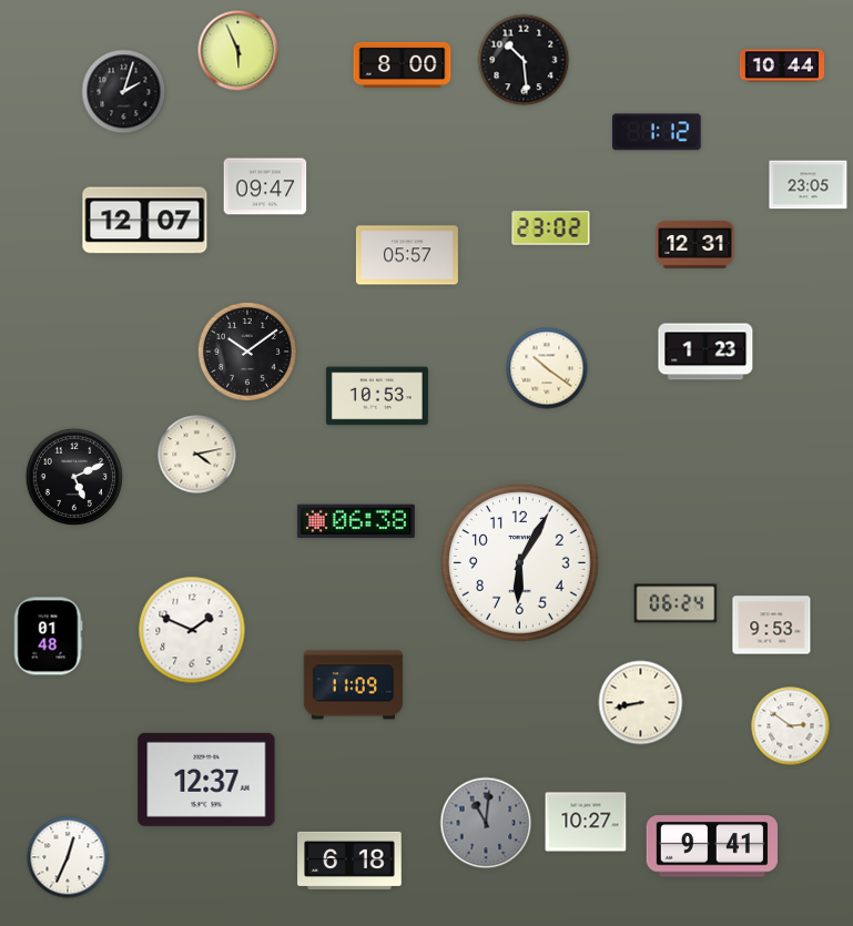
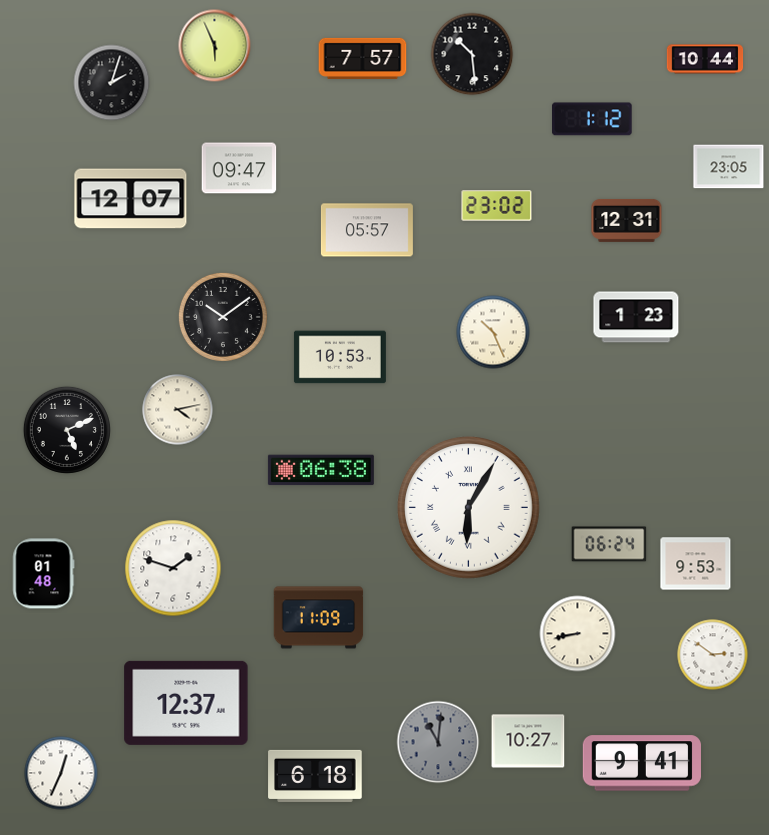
clock at (403, 64): 8:00 -> 7:57
clock at (547, 368): 10:21 -> 10:26
clock at (520, 563) numerals: Arabic -> Roman
clock at (192, 630): 1:49 -> 1:48
